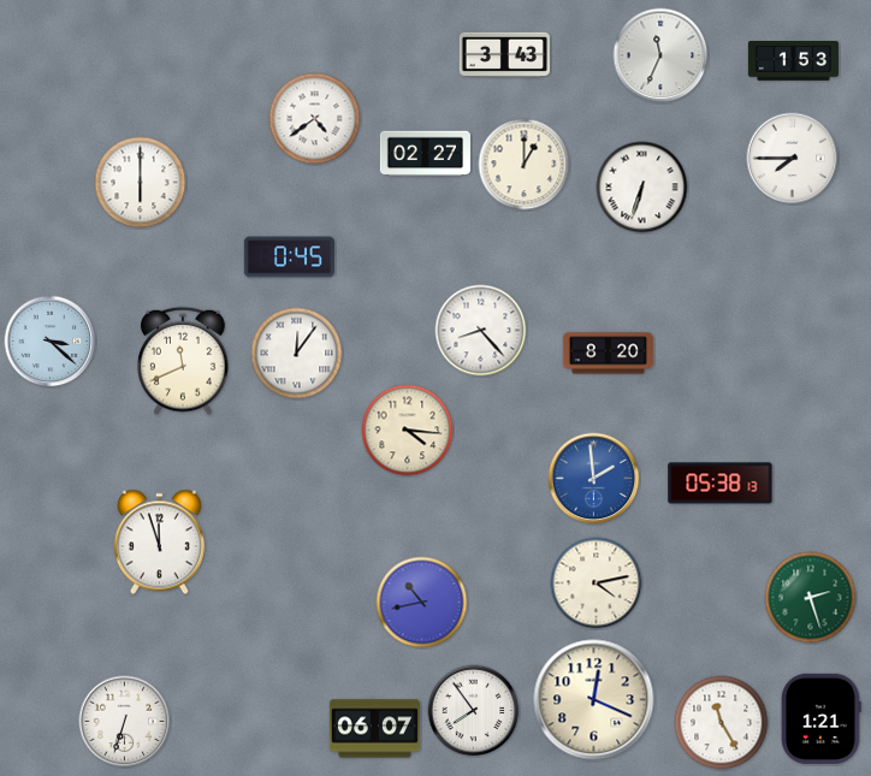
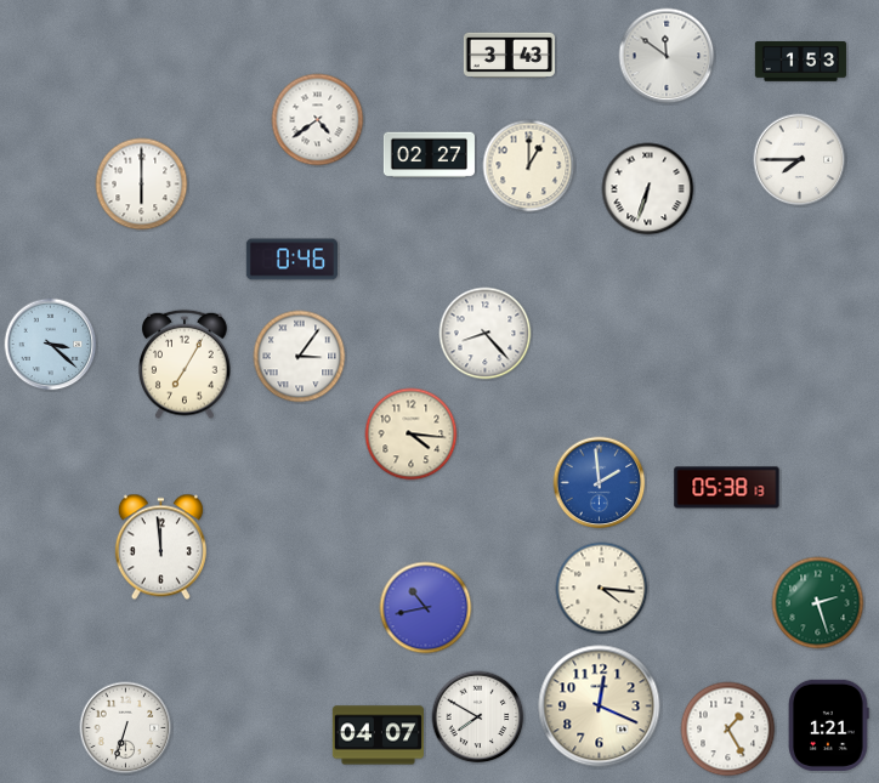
clock at (660, 55): 11:34 -> 11:51
clock at (289, 257): 0:45 -> 0:46
clock at (297, 354): 12:06 -> 3:06
clock at (608, 354): 8:20 -> none
clock at (183, 361): 11:41 -> 7:05
clock at (159, 543): 11:57 -> 11:59
clock at (597, 584): 4:13 -> 4:16
clock at (474, 711): 7:54 -> 7:50
clock at (722, 723): 11:25 -> 1:25
clock at (374, 729): 06:07 -> 04:07
